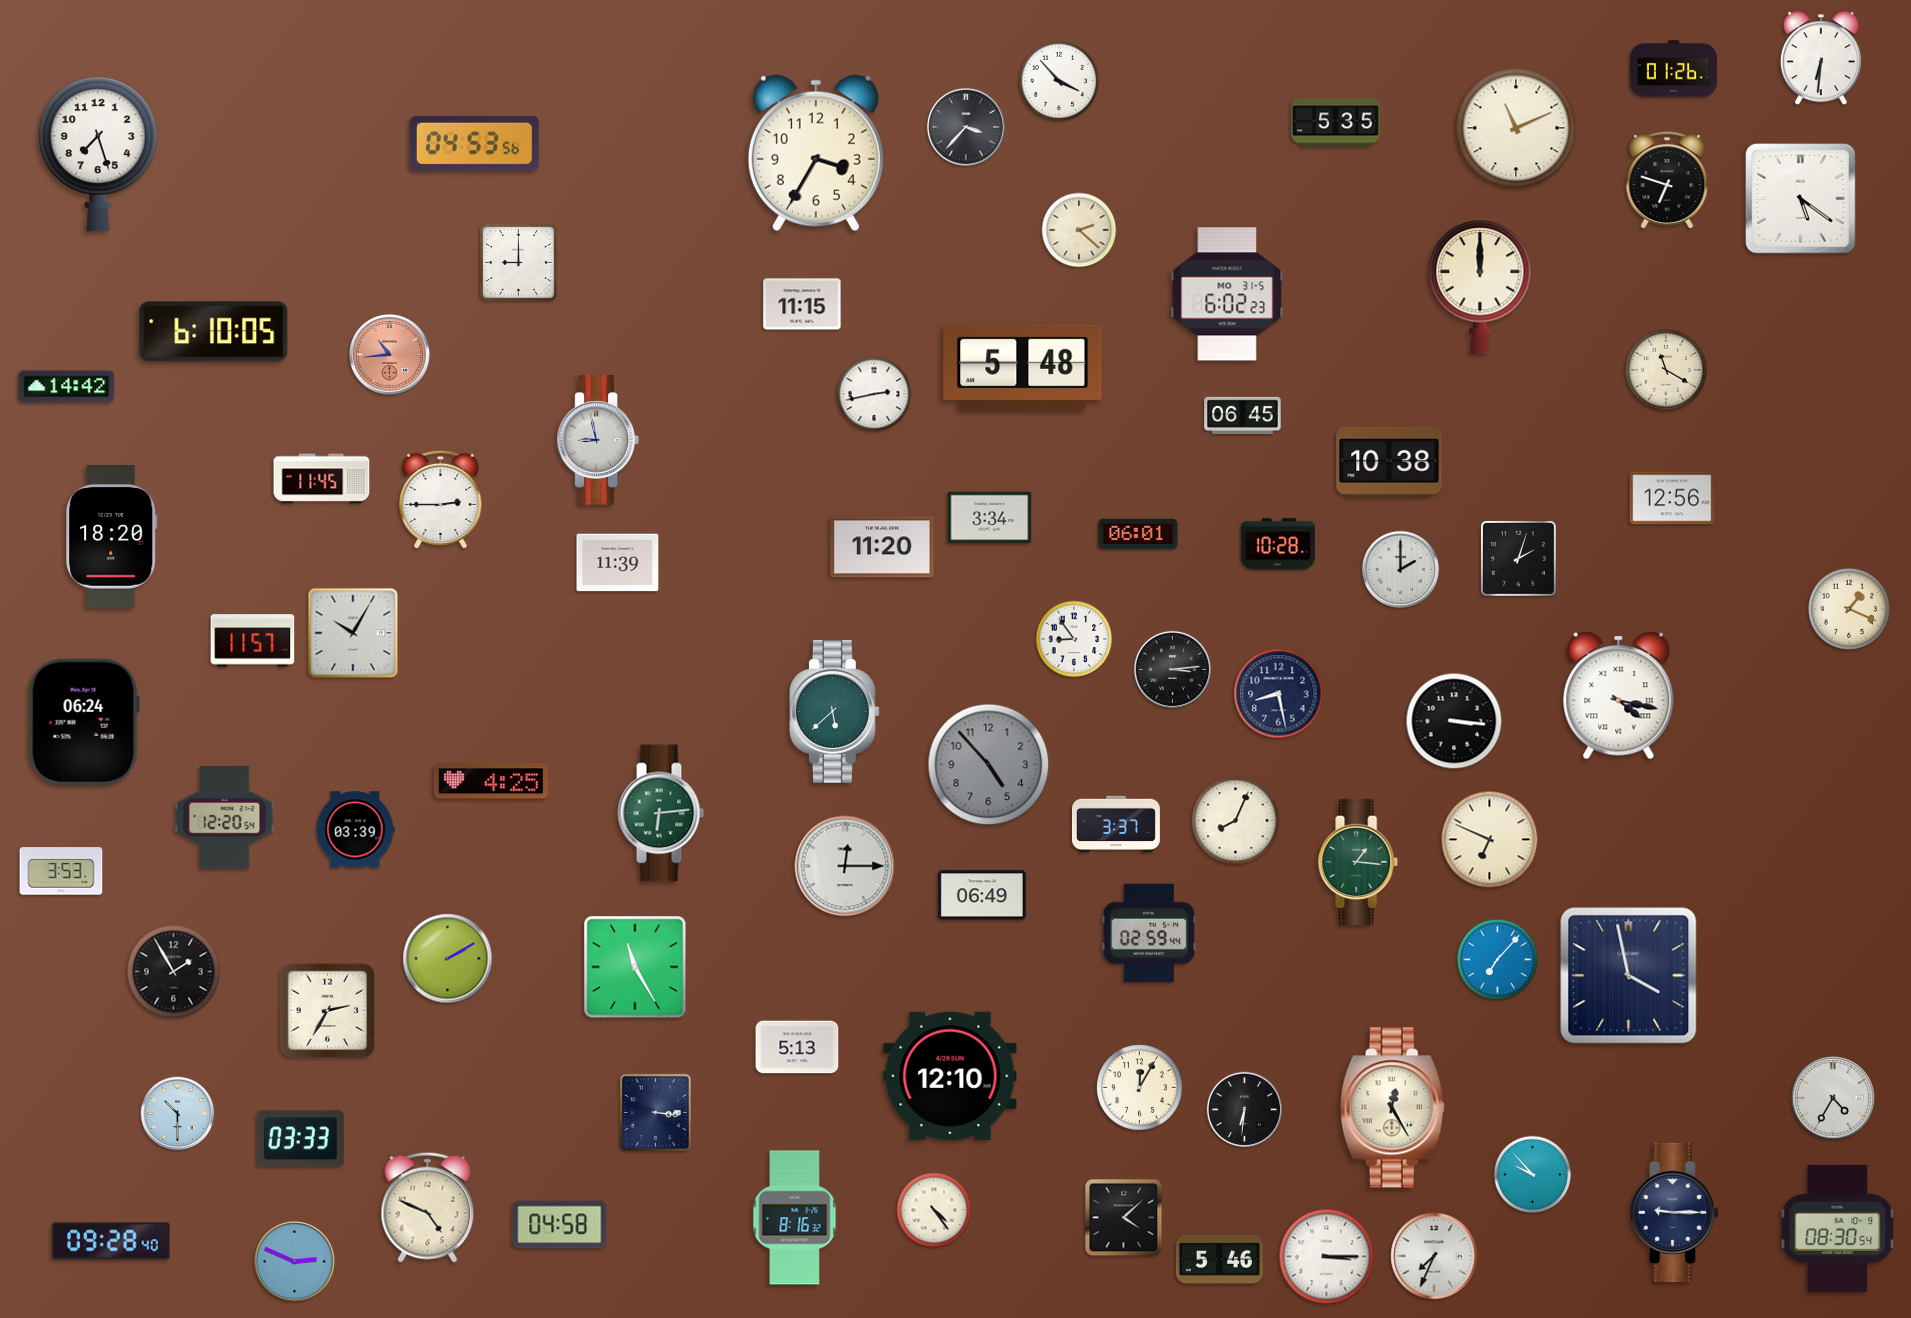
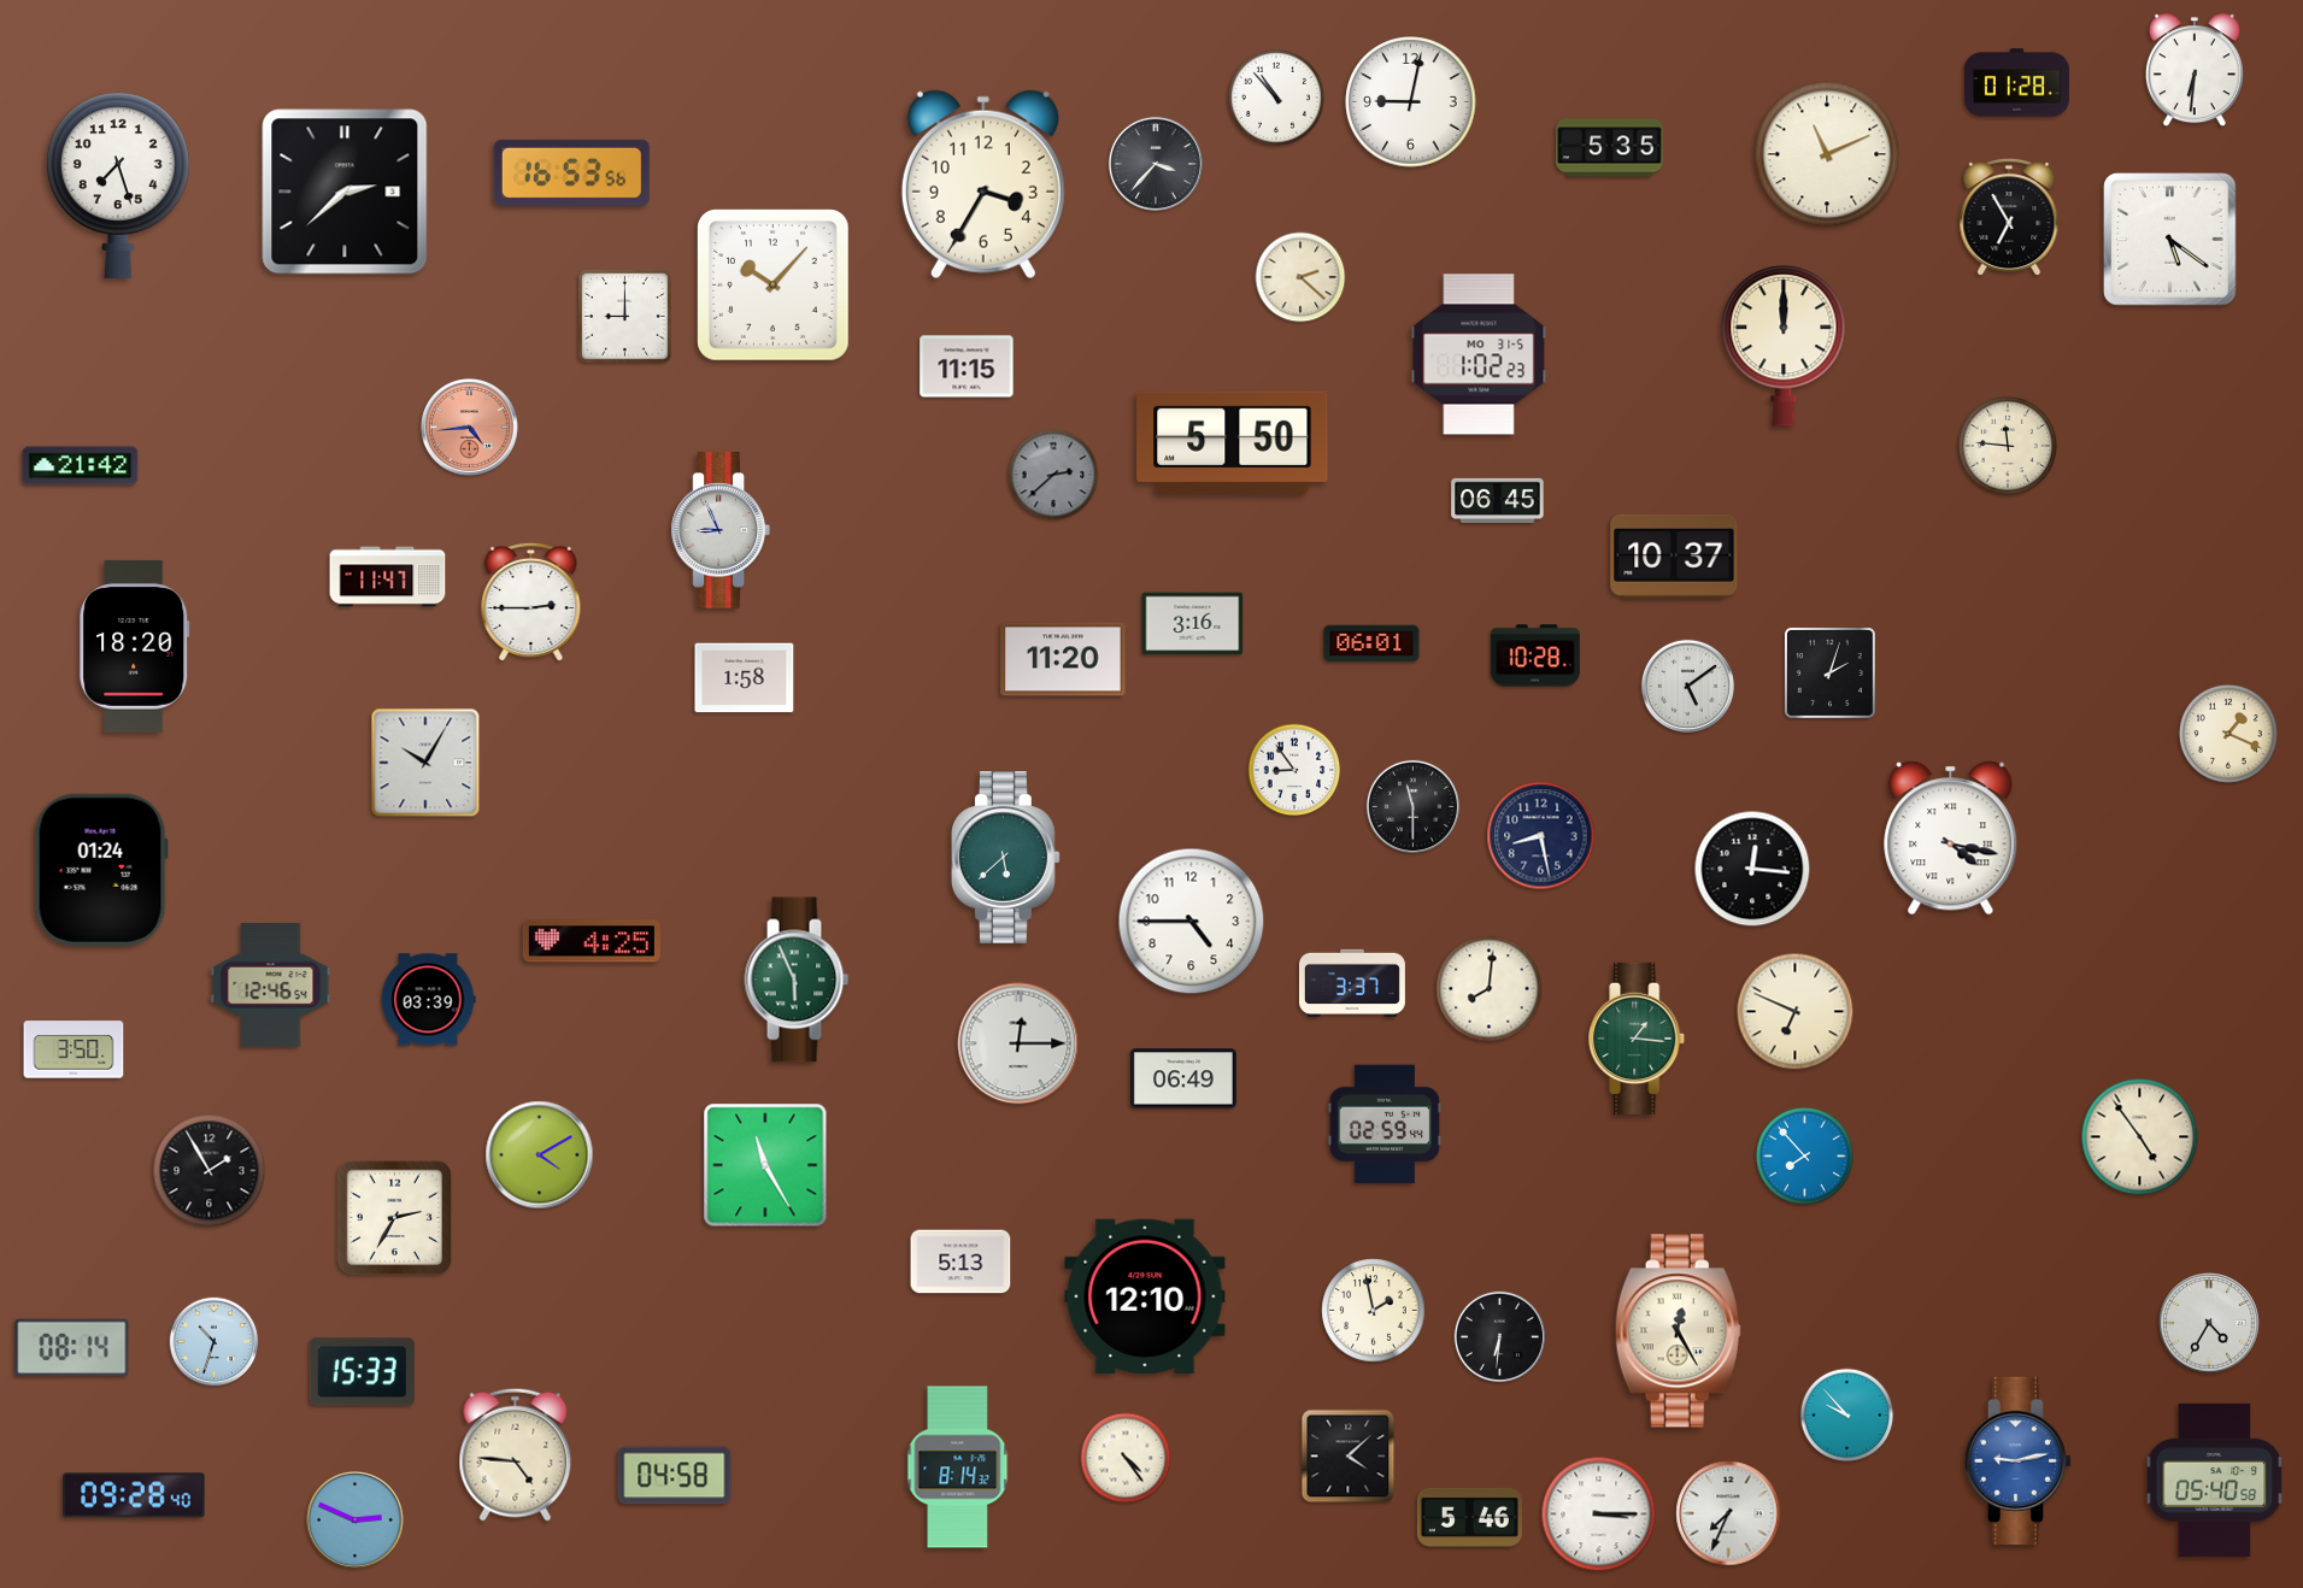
clock at (1673, 69): 01:26 -> 01:28
clock at (1058, 80): 3:53 -> 10:53
clock at (1411, 102): none -> 9:02
clock at (966, 127) position: (966, 127) -> (1156, 164)
clock at (474, 143): 04:53 -> 16:53
clock at (345, 192): none -> 2:38
clock at (1667, 179): 6:48 -> 6:55
clock at (774, 286): none -> 10:07
clock at (1227, 294): 6:02 -> 1:02
clock at (214, 332): 6:10 -> none
clock at (389, 354): 10:44 -> 4:44
clock at (1023, 367): 5:48 -> 5:50
clock at (1666, 370): 11:20 -> 11:46
clock at (67, 387): 14:42 -> 21:42
clock at (874, 394): 2:43 -> 2:38
clock at (874, 394) dial: white -> grey
clock at (597, 440): 8:58 -> 8:56
clock at (1389, 462): 10:38 -> 10:37
clock at (322, 479): 11:45 -> 11:47
clock at (1672, 498): 12:56 -> none
clock at (990, 518): 3:34 -> 3:16
clock at (1278, 544) position: (1278, 544) -> (1535, 655)
clock at (618, 563): 11:39 -> 1:58
clock at (1400, 569): 2:00 -> 5:09
clock at (253, 641): 11:57 -> none
clock at (1172, 669): 3:14 -> 11:30
clock at (1454, 721): 3:16 -> 12:16
clock at (84, 722): 06:24 -> 01:24
clock at (989, 765): 4:53 -> 4:45
clock at (989, 765) dial: grey -> white
clock at (661, 813): 6:14 -> 5:56
clock at (225, 818): 12:20 -> 12:46
clock at (1236, 821): 8:04 -> 8:01
clock at (1116, 823) position: (1116, 823) -> (1352, 982)
clock at (61, 871): 3:53 -> 3:50
clock at (2140, 1137): none -> 4:54
clock at (448, 959): 2:10 -> 4:10
clock at (1497, 959): 7:07 -> 7:53
clock at (1629, 976): 3:58 -> none
clock at (1140, 1088): 12:05 -> 1:58
clock at (1392, 1108) position: (1392, 1108) -> (1678, 1331)
clock at (655, 1112): 3:16 -> none
clock at (178, 1114): 10:30 -> 10:33
clock at (72, 1348): none -> 08:14
clock at (300, 1139): 03:33 -> 15:33
clock at (428, 1207): 4:49 -> 4:46
clock at (1675, 1212): 9:15 -> 9:13
clock at (1675, 1212) dial: navy -> blue
clock at (795, 1218): 8:16 -> 8:14
clock at (1124, 1218) position: (1124, 1218) -> (1349, 1457)
clock at (1838, 1228): 08:30 -> 05:40
